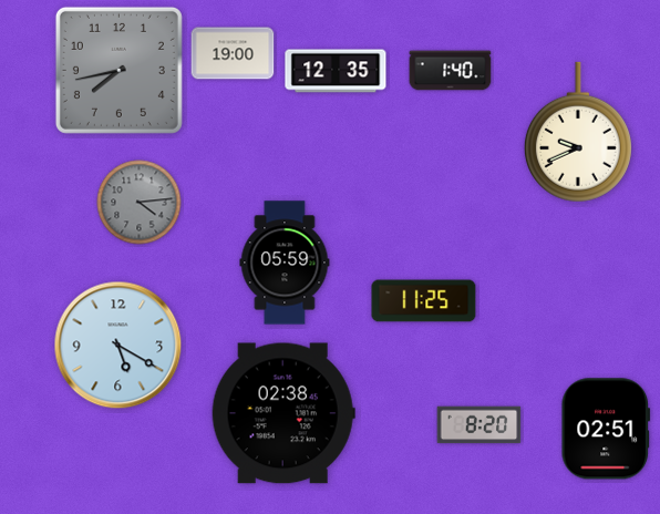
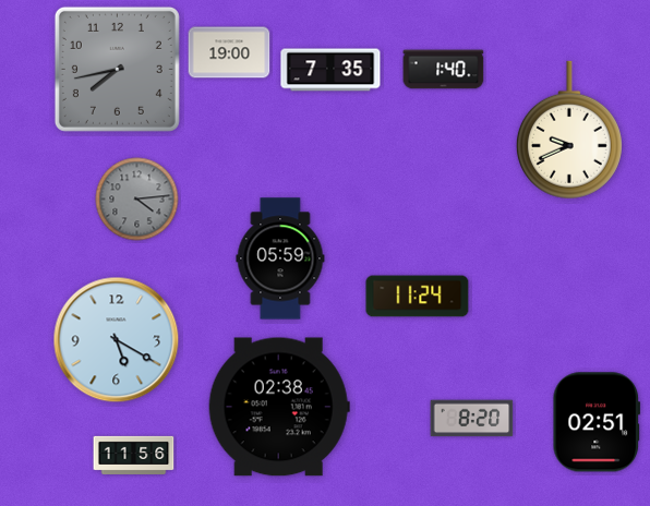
clock at (336, 71): 12:35 -> 7:35
clock at (424, 301): 11:25 -> 11:24
clock at (134, 455): none -> 11:56
